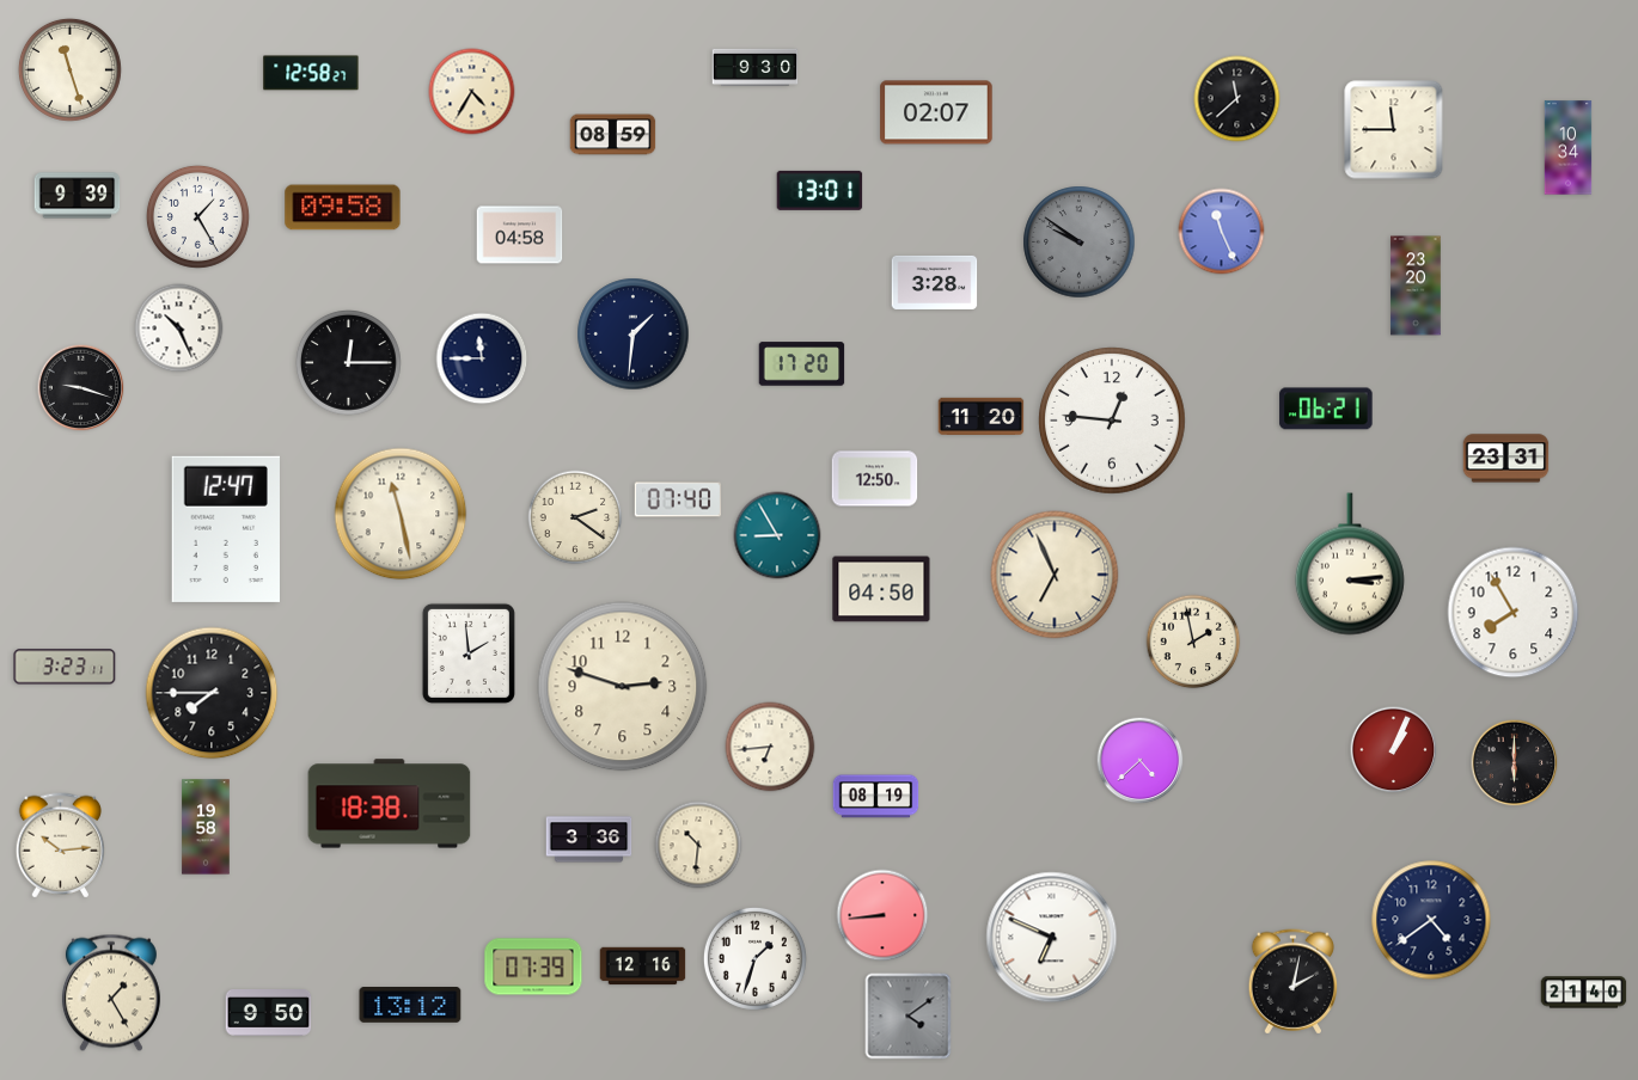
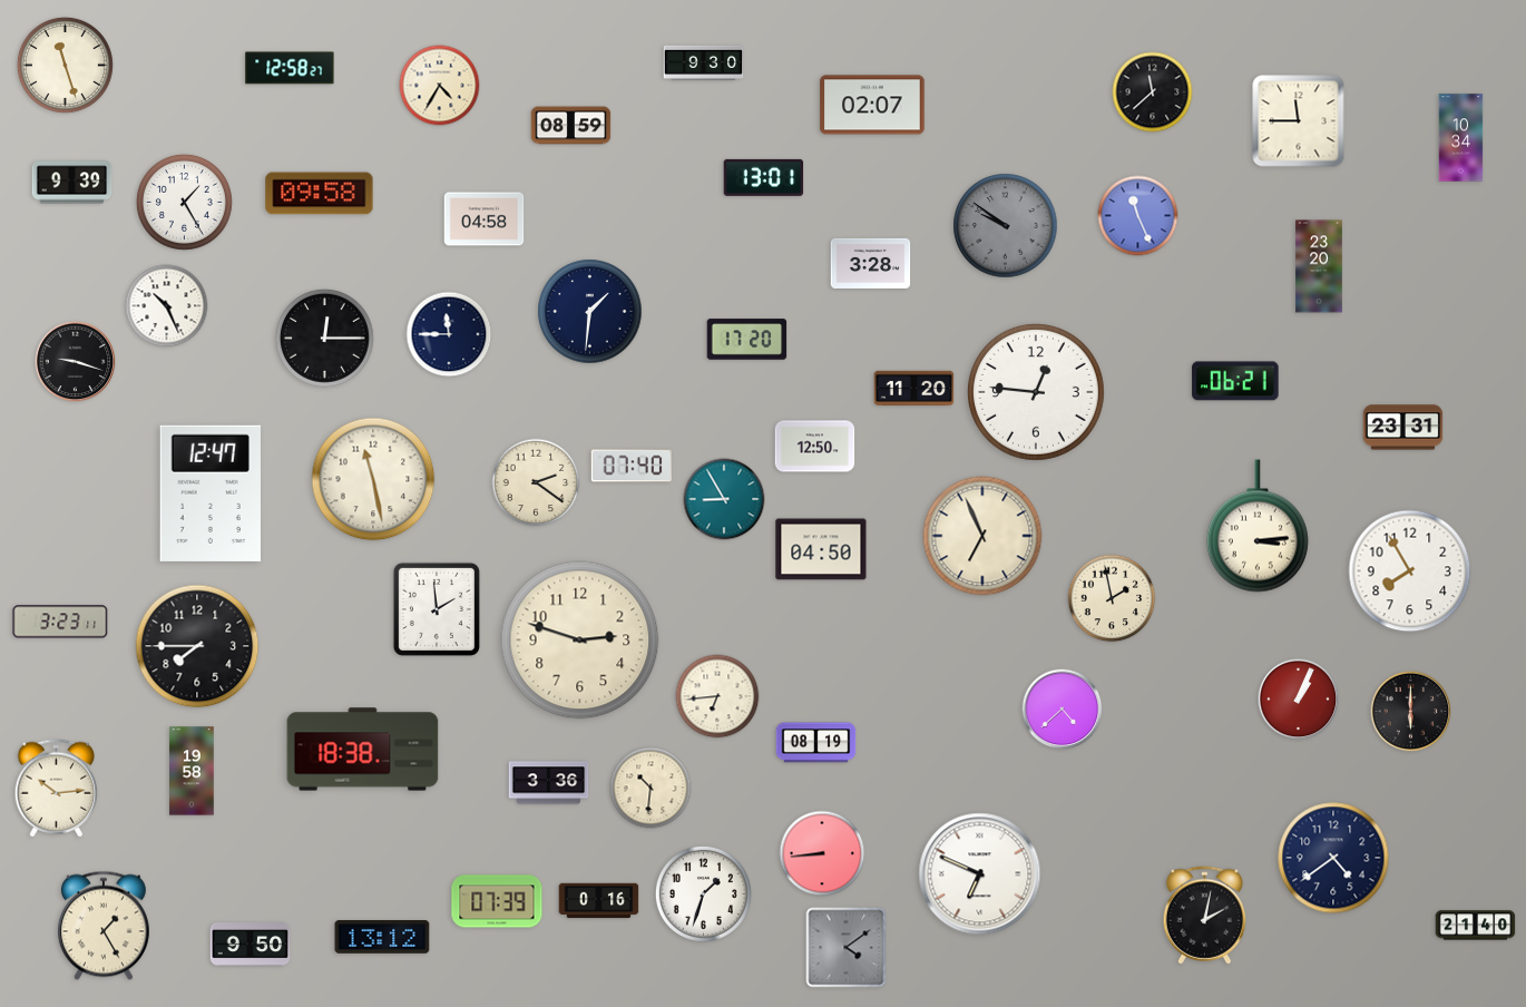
clock at (643, 967): 12:16 -> 0:16
